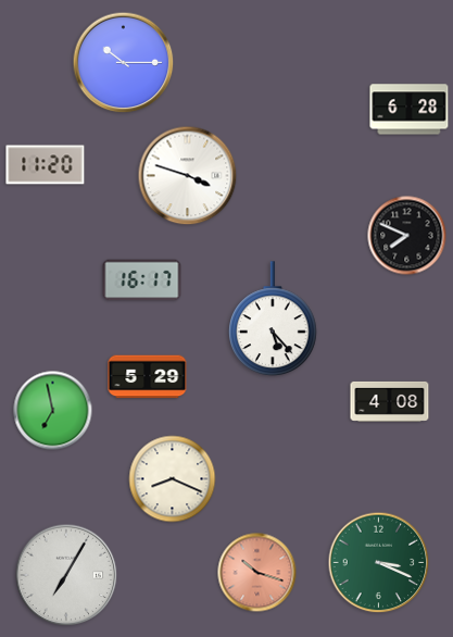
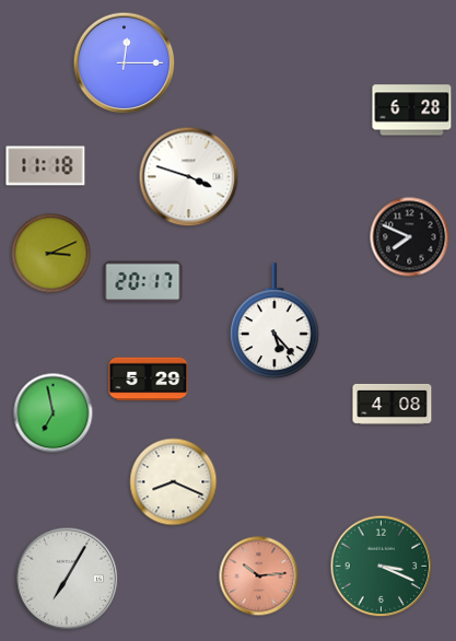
clock at (124, 63): 10:15 -> 12:15
clock at (46, 165): 11:20 -> 11:18
clock at (51, 254): none -> 3:11
clock at (142, 280): 16:17 -> 20:17
clock at (257, 573): 10:18 -> 10:14
